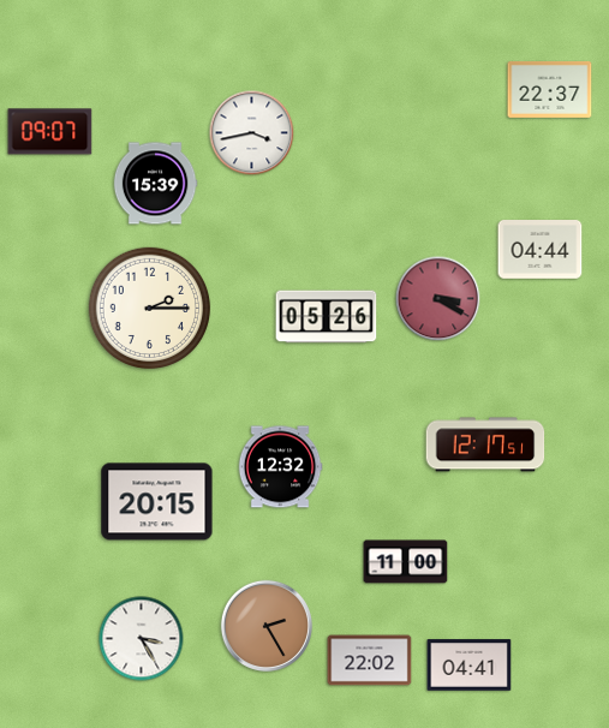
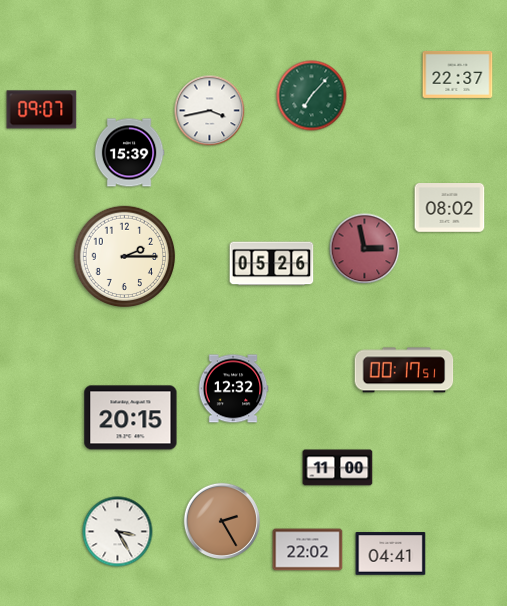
clock at (312, 96): none -> 7:07
clock at (541, 250): 04:44 -> 08:02
clock at (438, 299): 3:20 -> 2:58
clock at (485, 444): 12:17 -> 00:17
